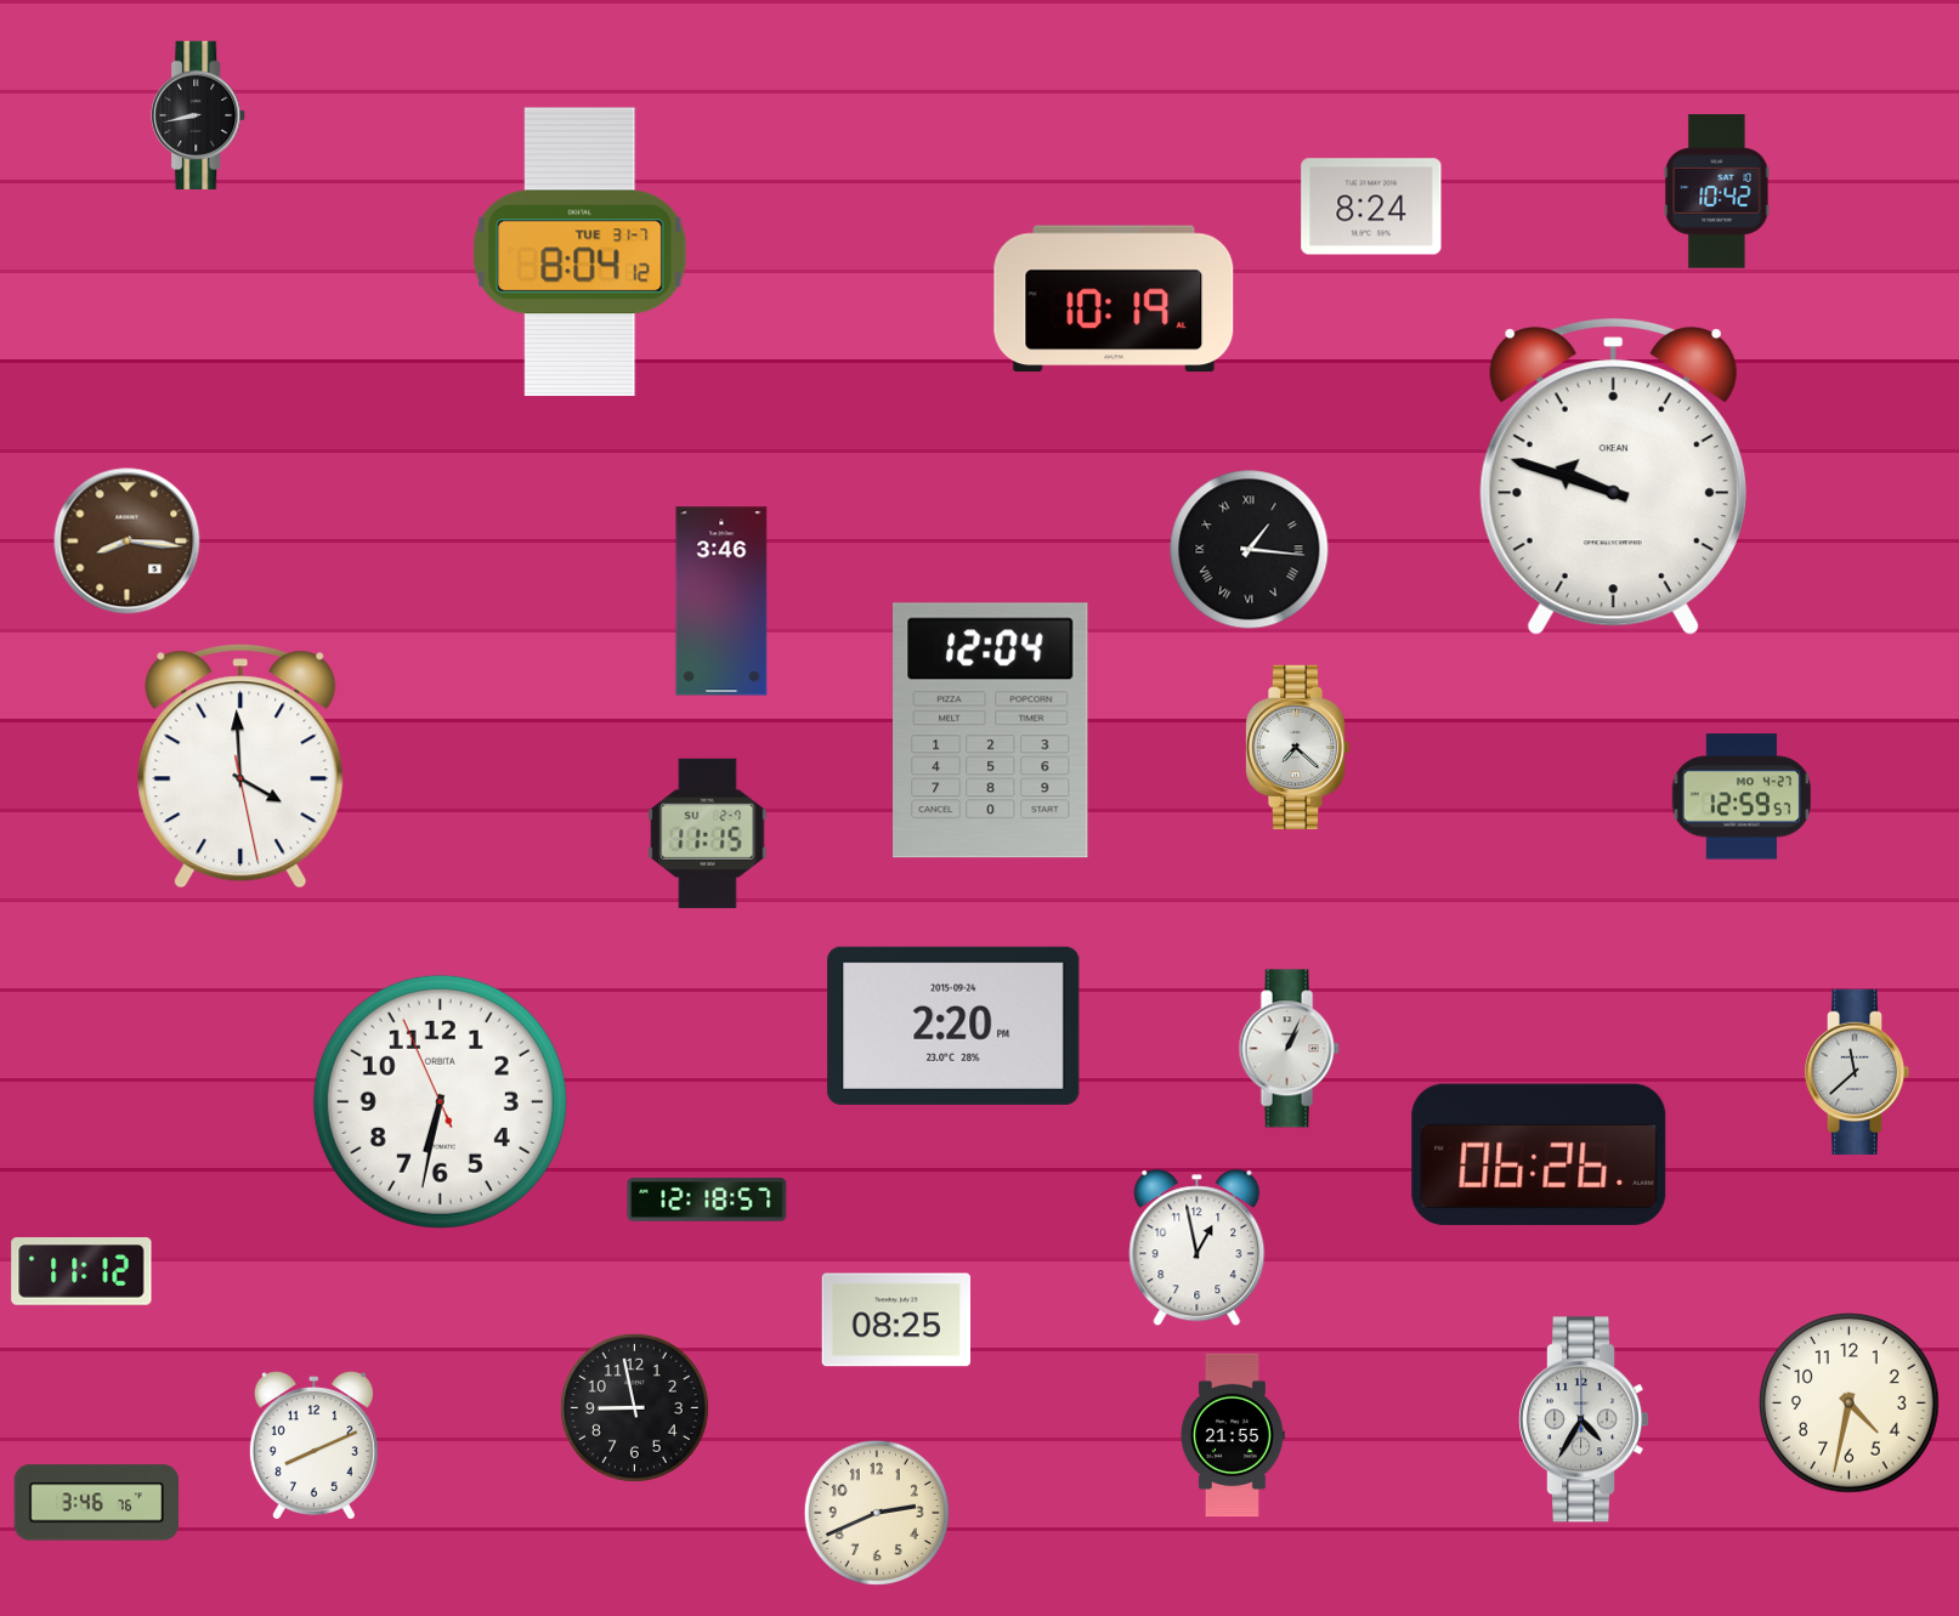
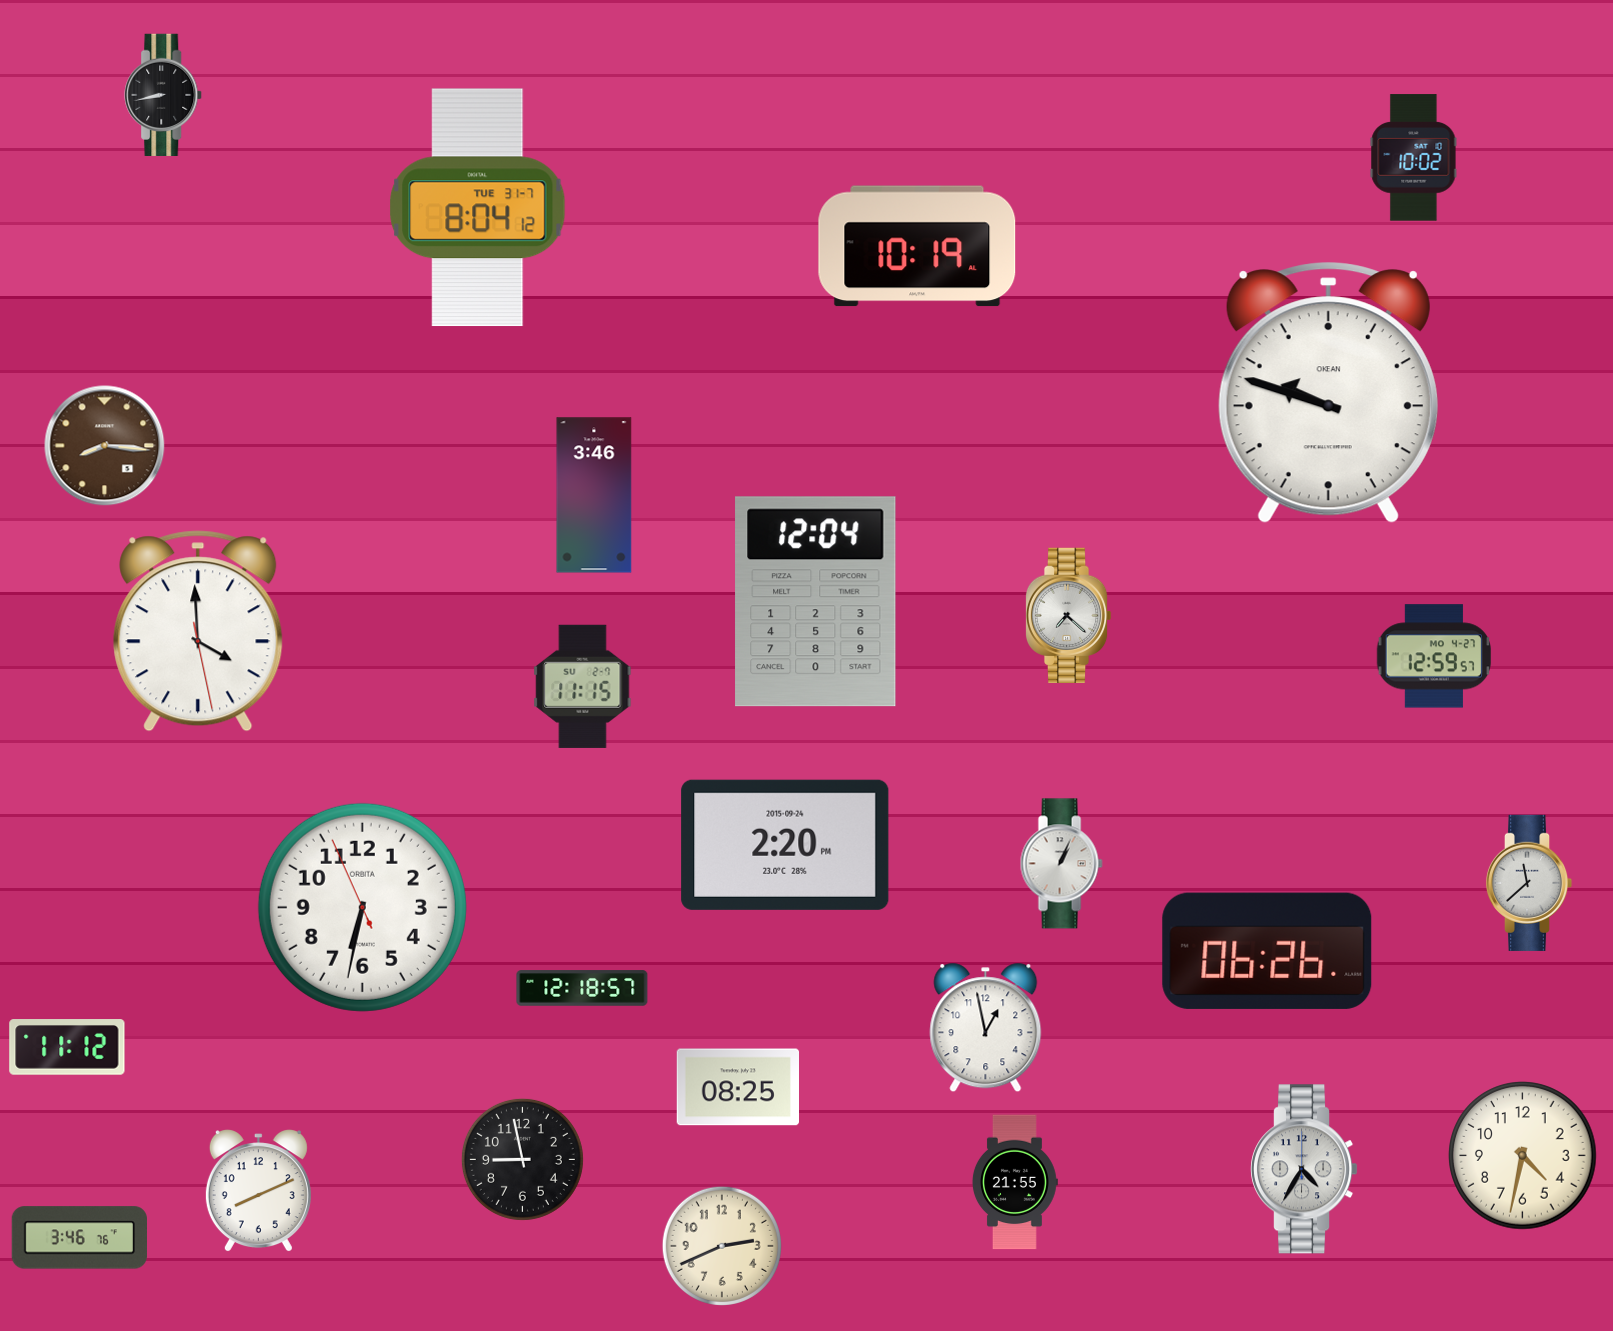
clock at (1717, 192): 10:42 -> 10:02
clock at (1371, 206): 8:24 -> none
clock at (1250, 550): 1:16 -> none
